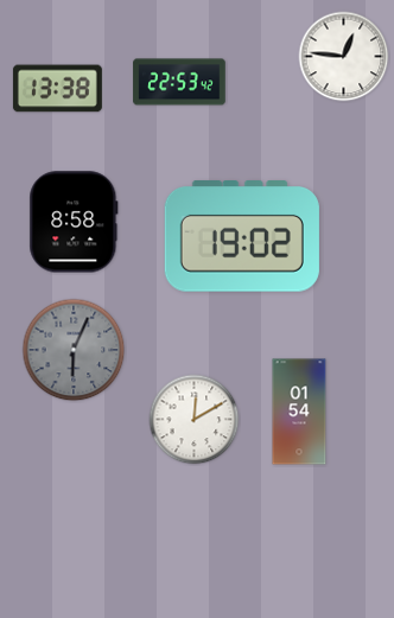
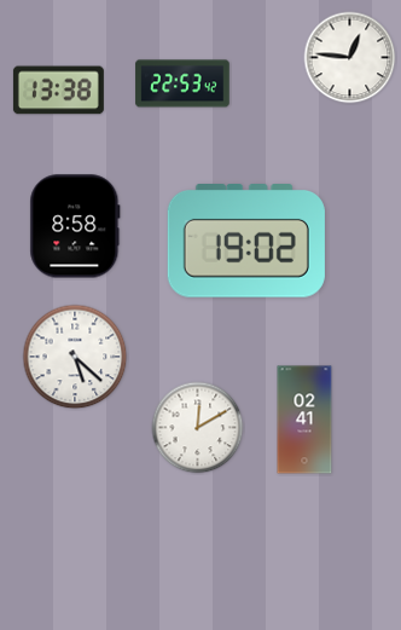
clock at (74, 350): 6:04 -> 5:22
clock at (74, 350) dial: grey -> white
clock at (299, 412): 01:54 -> 02:41
